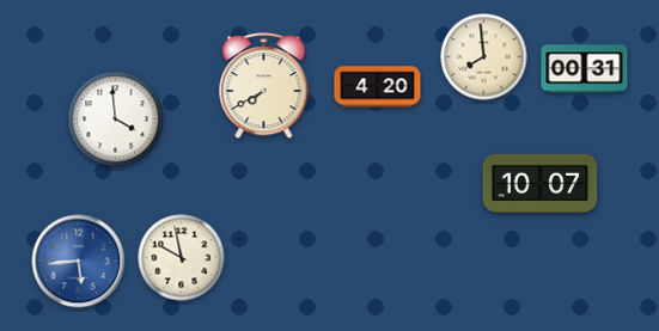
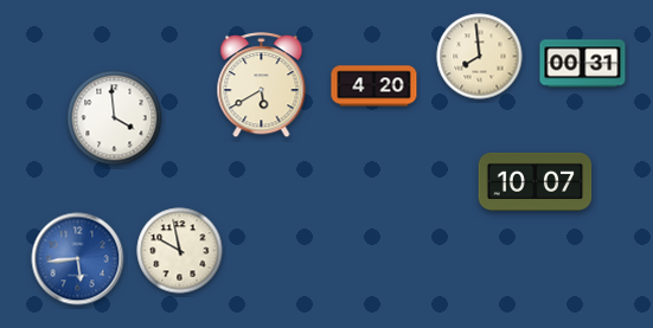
clock at (585, 69) position: (585, 69) -> (583, 64)
clock at (264, 86): 7:40 -> 5:40
clock at (182, 258) position: (182, 258) -> (180, 251)
